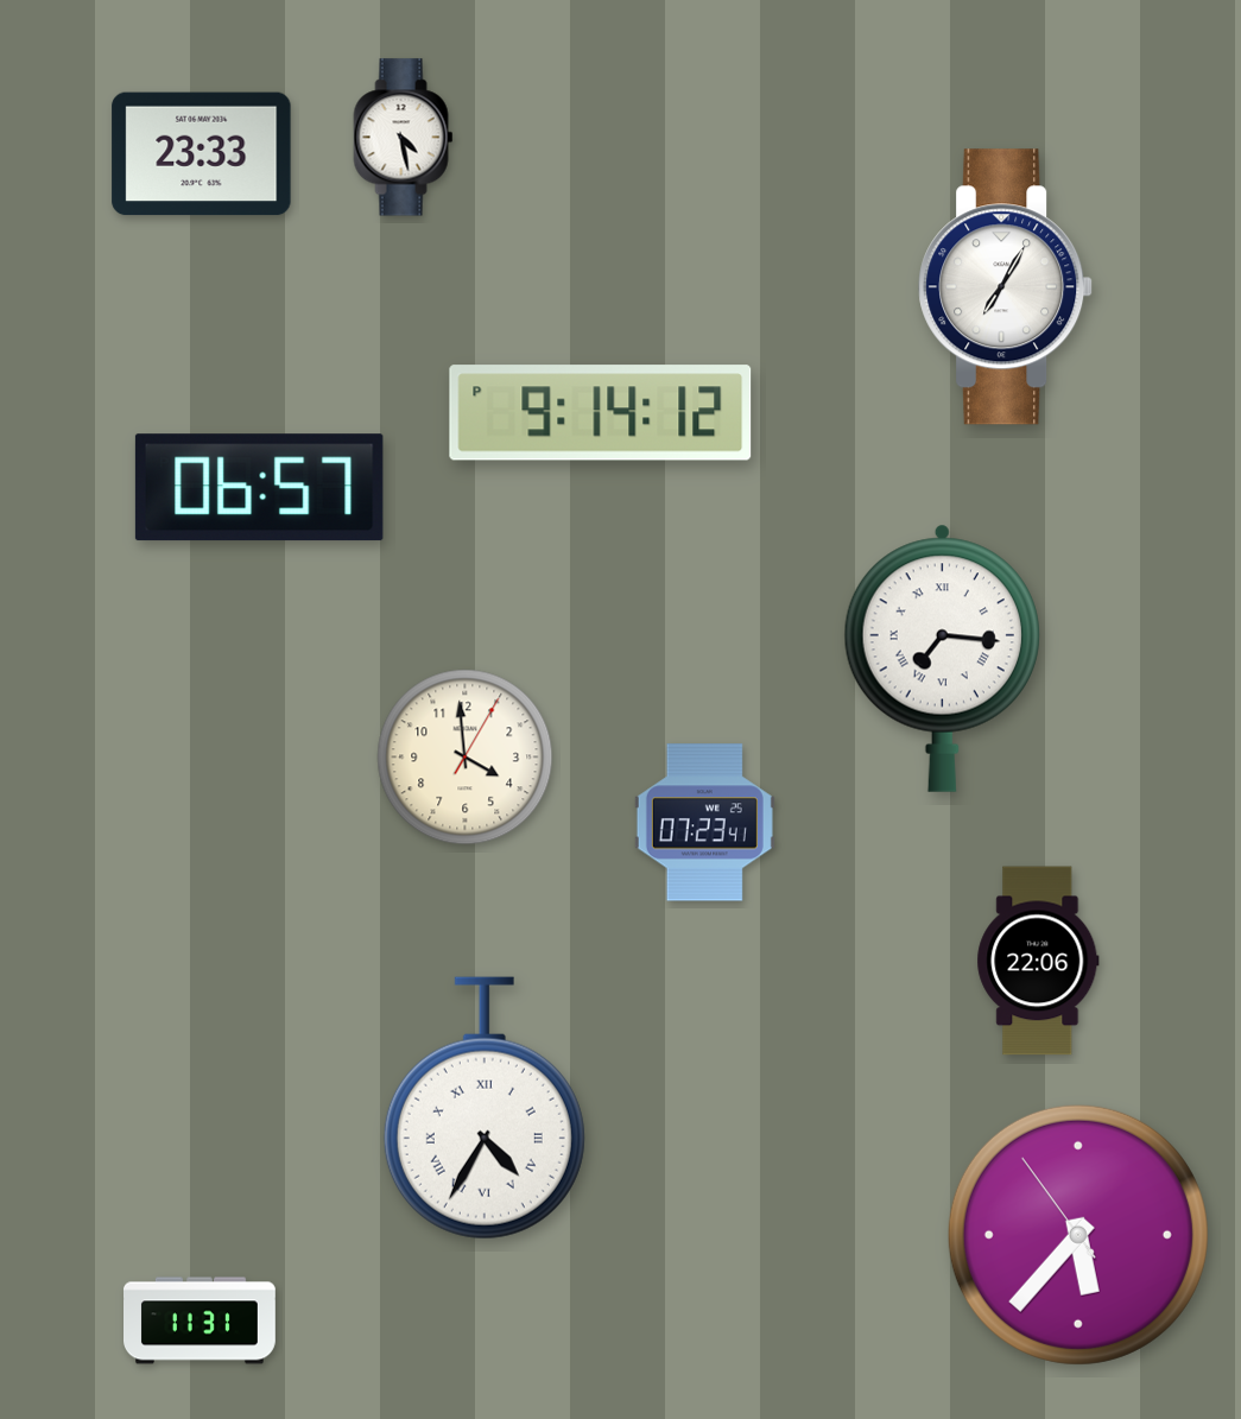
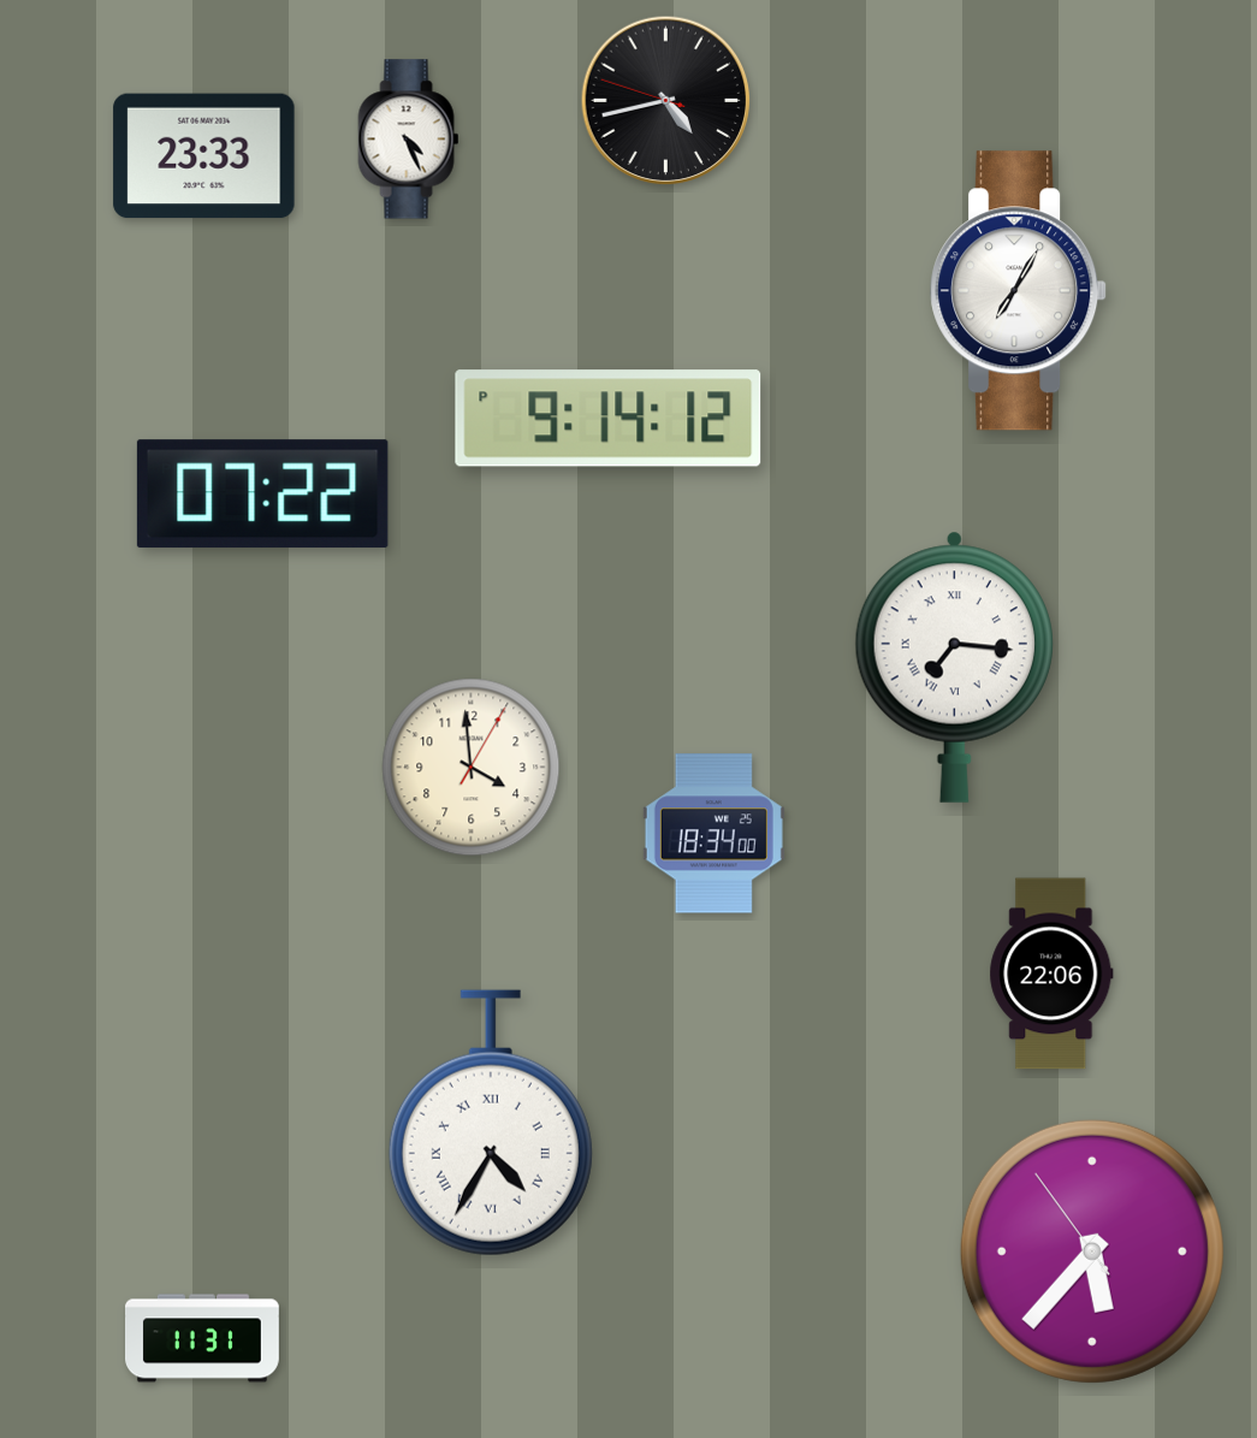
clock at (666, 101): none -> 4:42
clock at (404, 138): 4:28 -> 4:26
clock at (259, 488): 06:57 -> 07:22
clock at (704, 823): 07:23 -> 18:34
